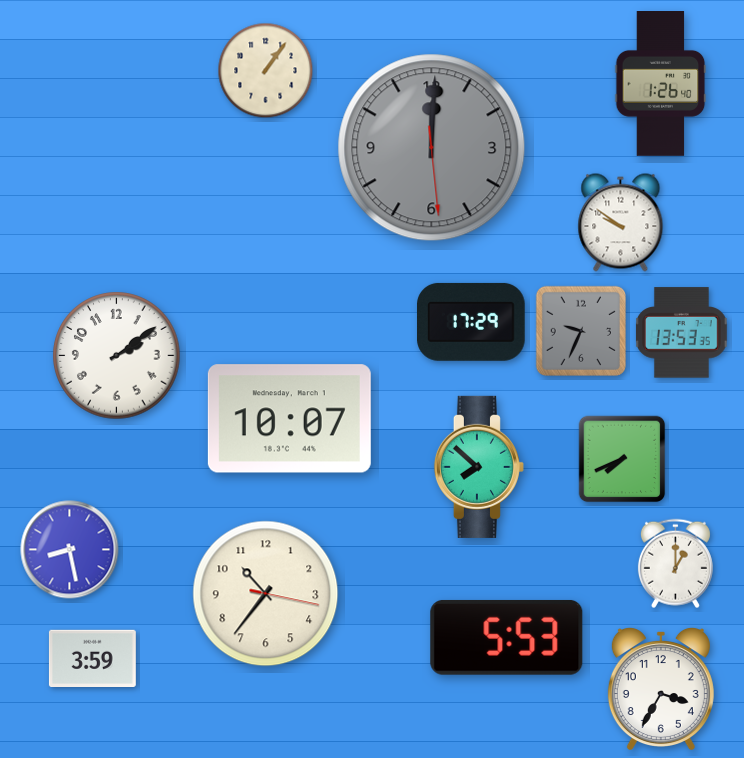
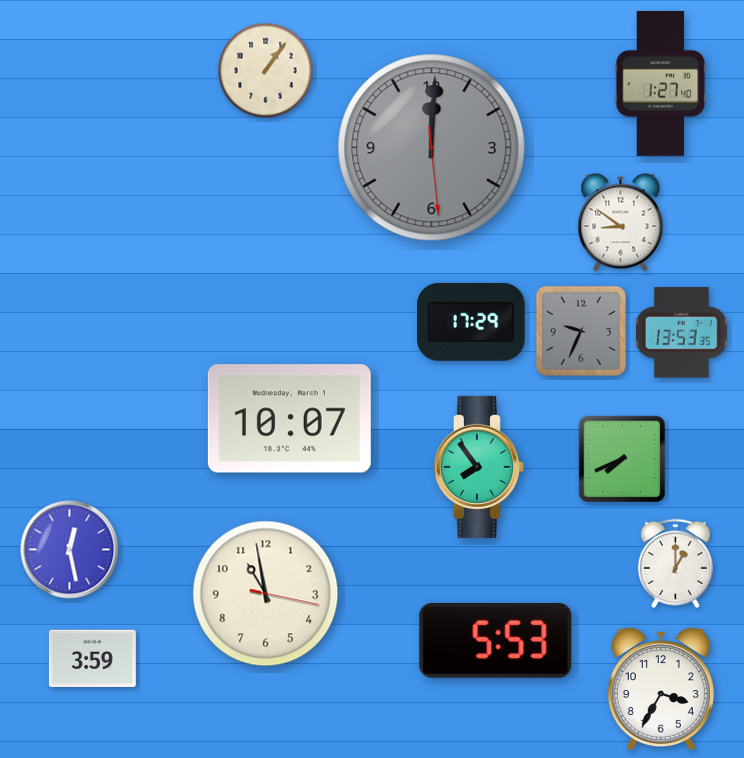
clock at (661, 84): 1:26 -> 1:27
clock at (621, 223): 9:51 -> 8:51
clock at (117, 356): 2:09 -> none
clock at (479, 467): 7:52 -> 7:54
clock at (70, 550): 8:28 -> 12:28
clock at (266, 594): 10:36 -> 10:58
clock at (507, 637) position: (507, 637) -> (496, 640)
